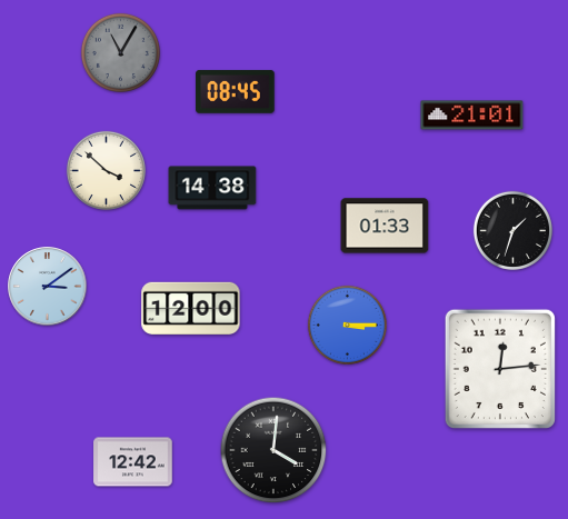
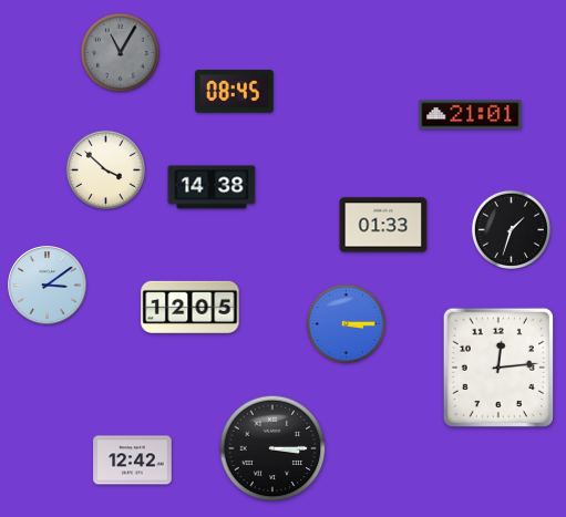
clock at (191, 308): 12:00 -> 12:05
clock at (273, 450): 4:01 -> 3:15
